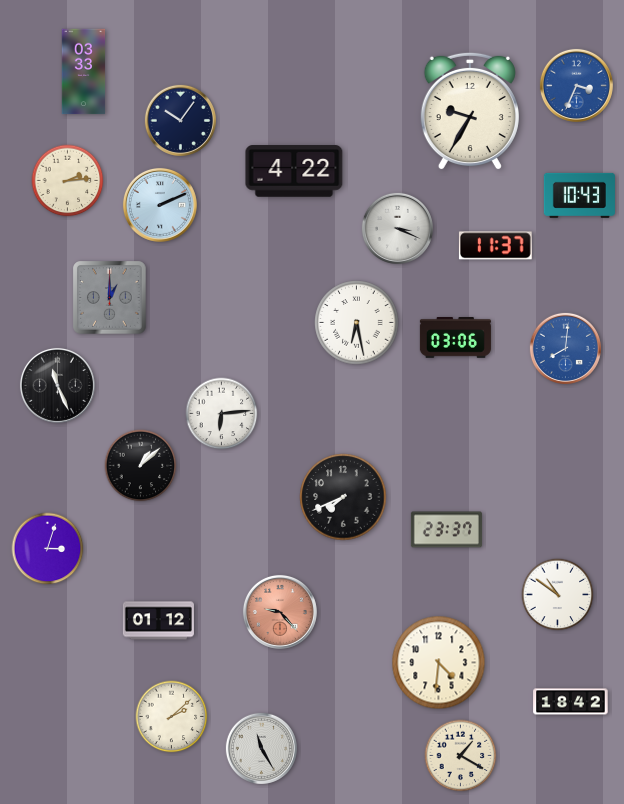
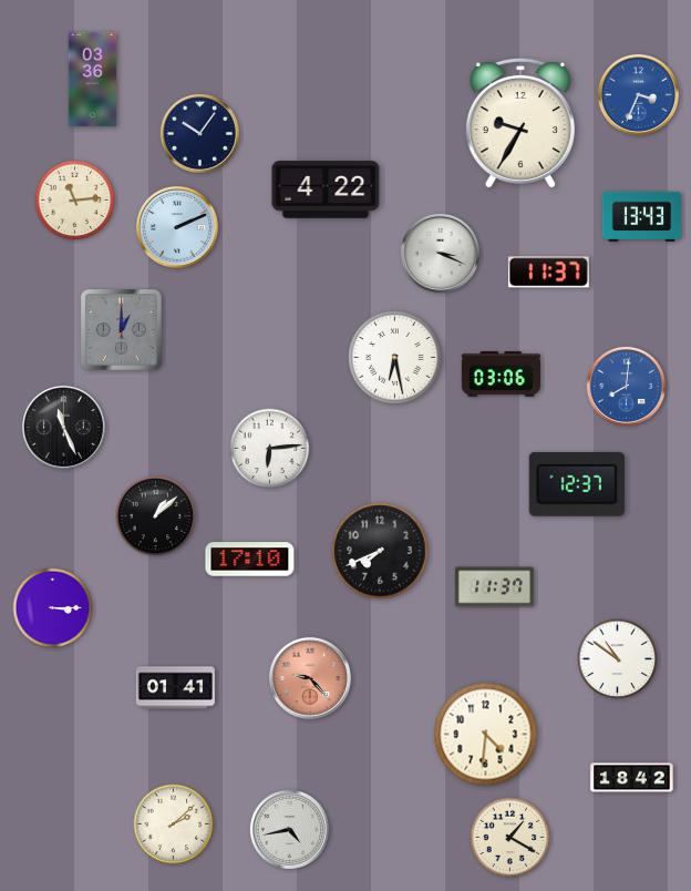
clock at (84, 72): 03:33 -> 03:36
clock at (68, 181): 2:14 -> 11:14
clock at (579, 195): 10:43 -> 13:43
clock at (455, 338) position: (455, 338) -> (501, 375)
clock at (222, 414) position: (222, 414) -> (270, 449)
clock at (577, 484): none -> 12:37
clock at (250, 560): none -> 17:10
clock at (446, 530): 23:37 -> 11:37
clock at (48, 549): 3:03 -> 3:15
clock at (158, 621): 01:12 -> 01:41
clock at (172, 717) position: (172, 717) -> (174, 825)
clock at (261, 748): 11:25 -> 4:43
